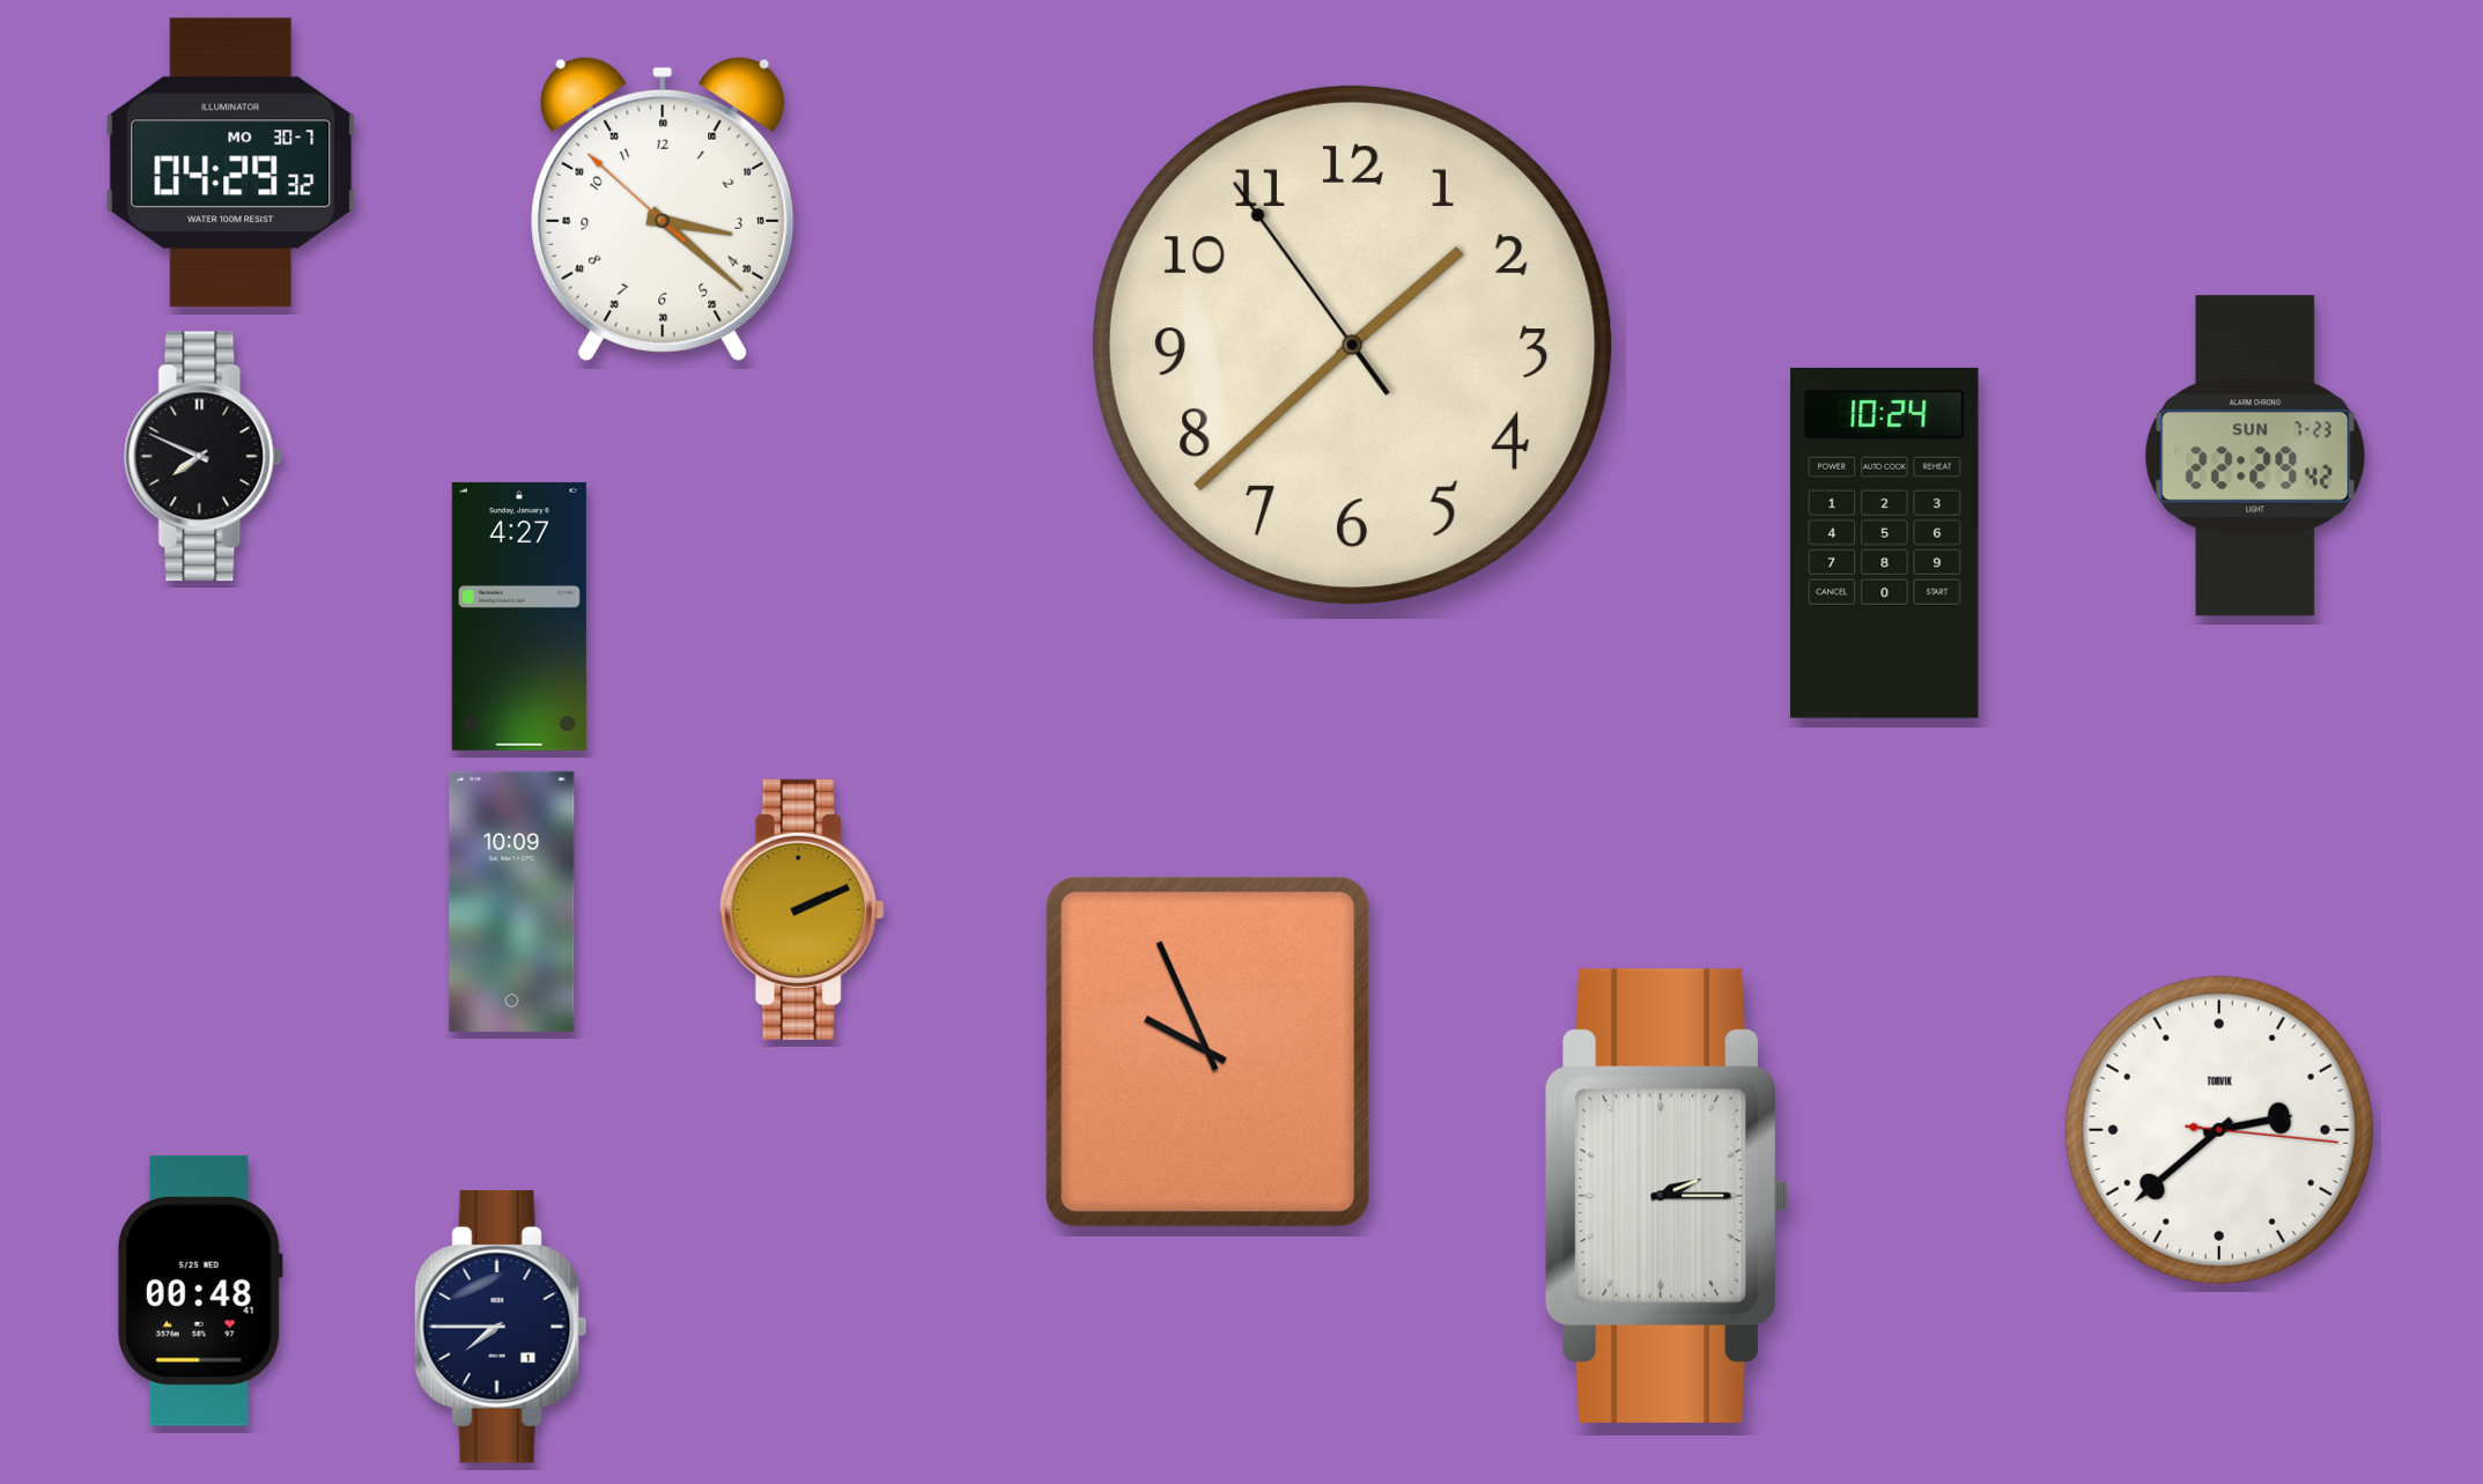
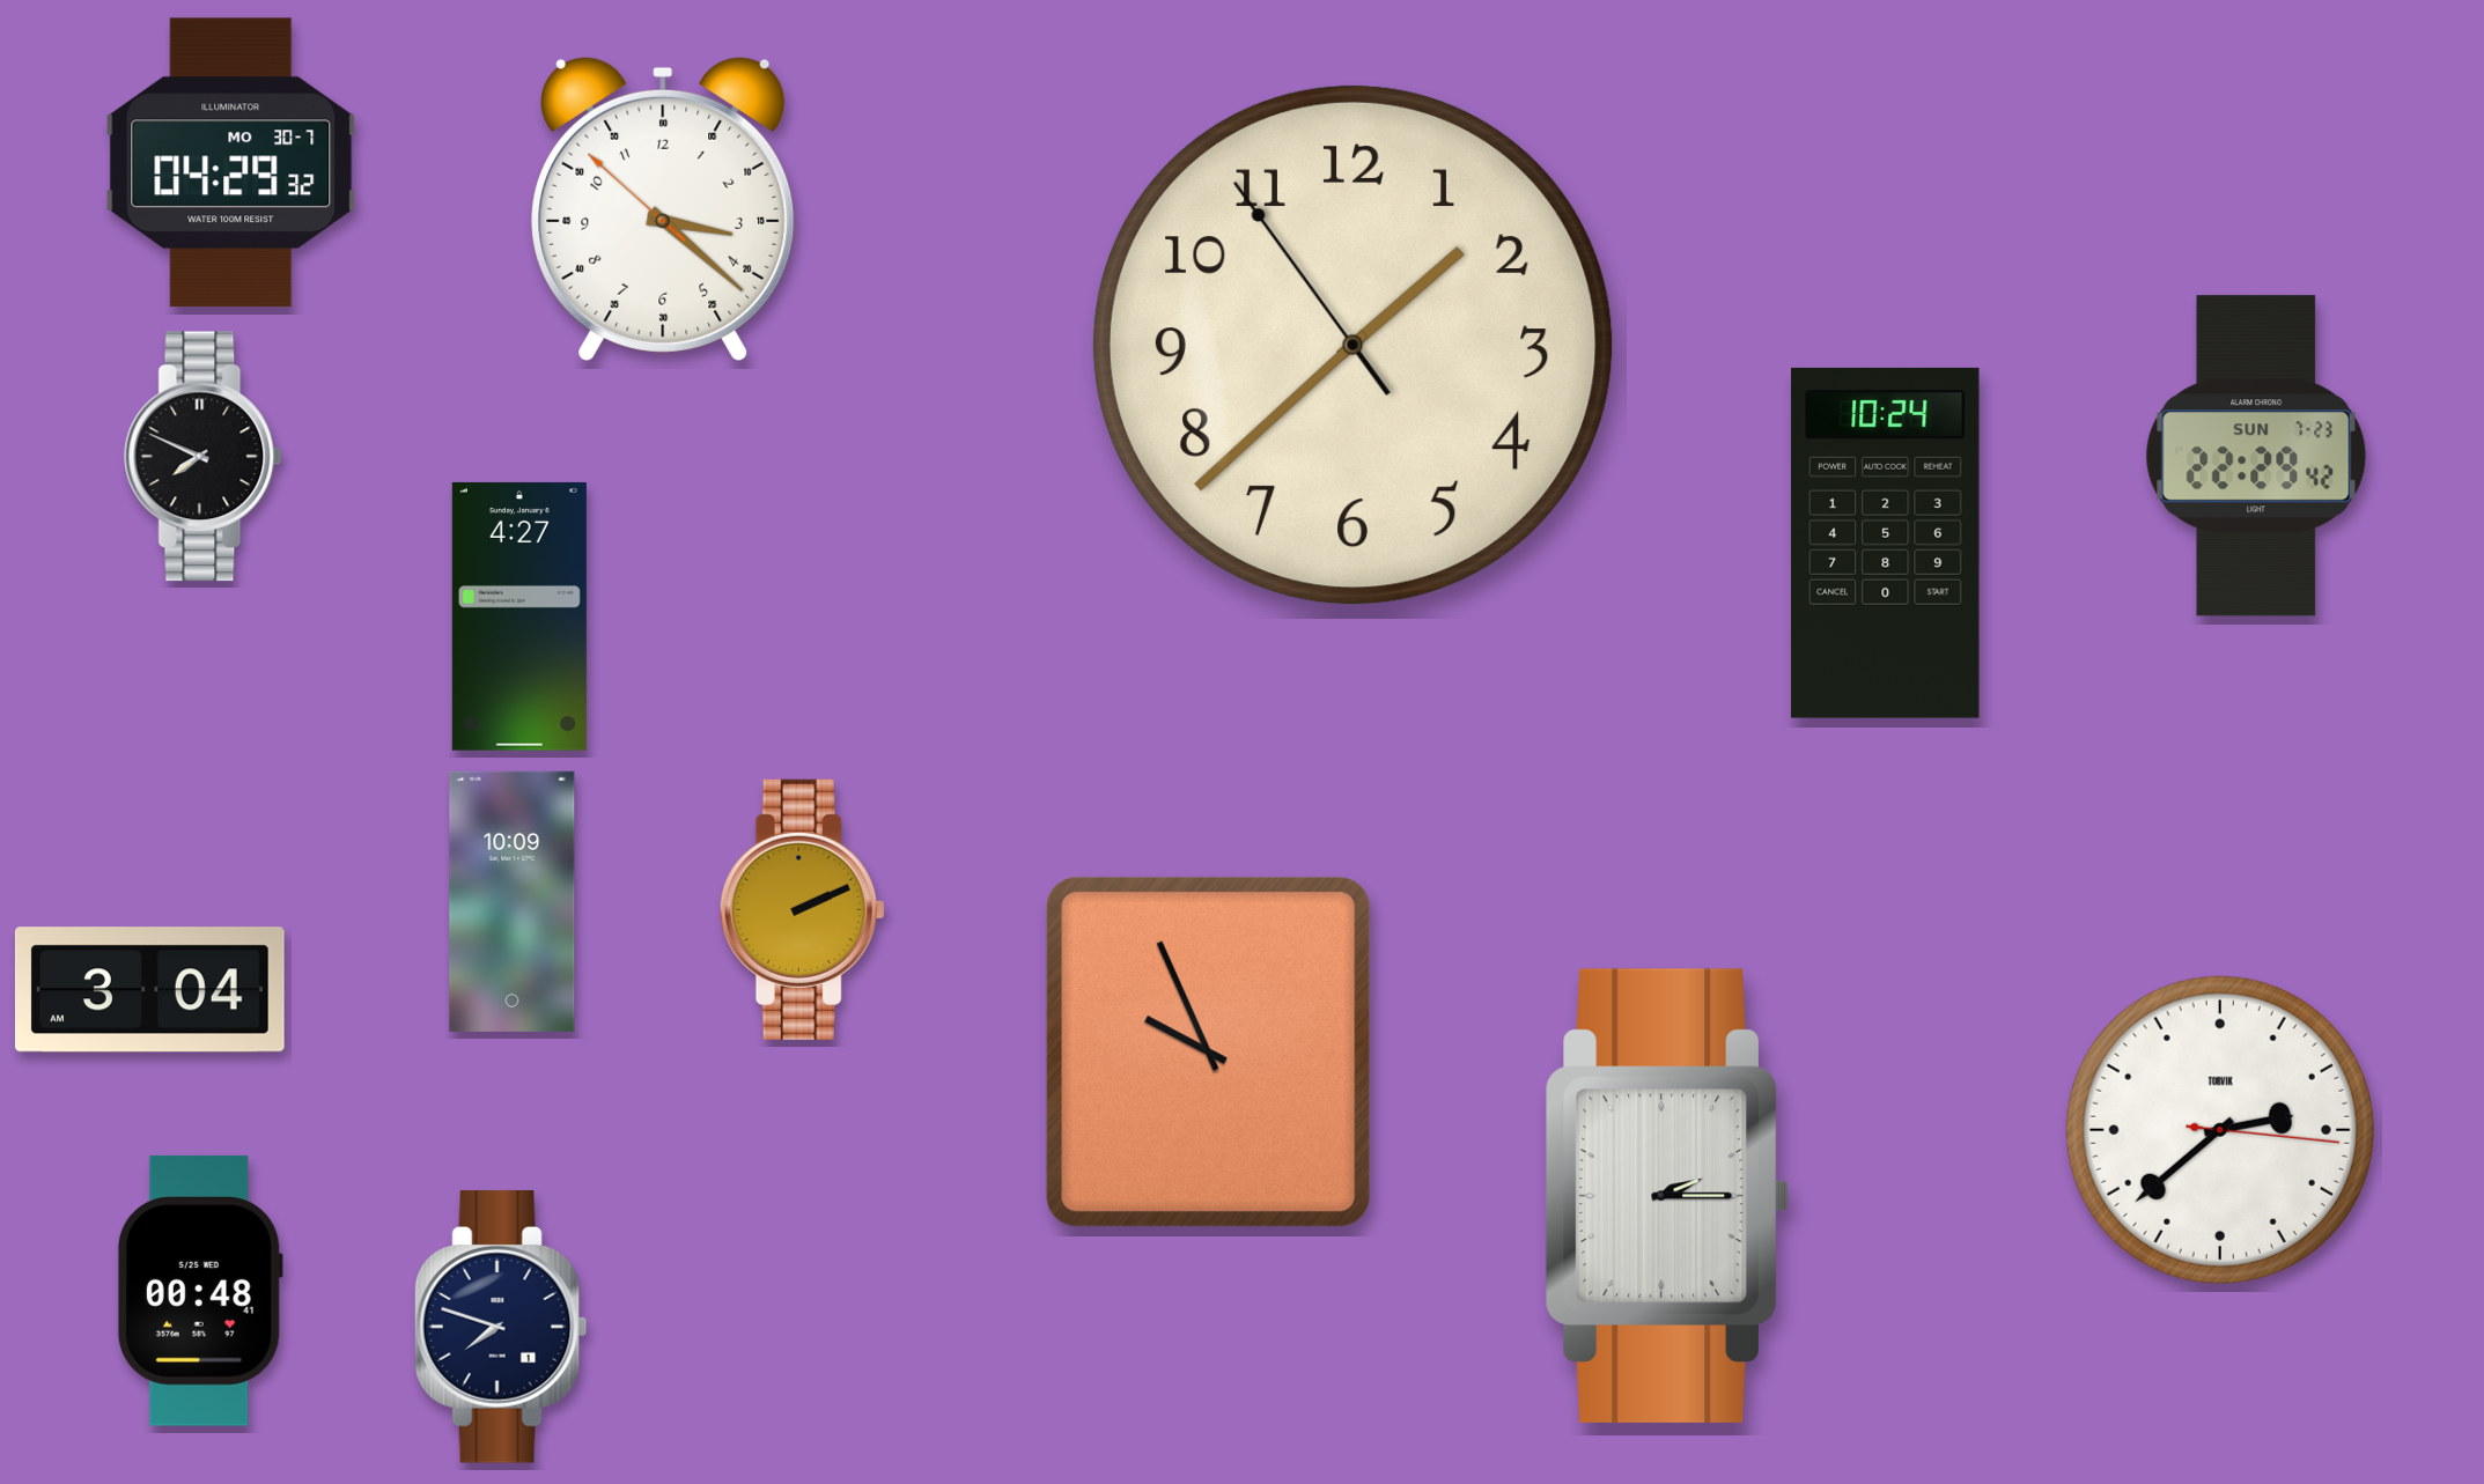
clock at (149, 990): none -> 3:04
clock at (501, 1327): 7:45 -> 7:48
